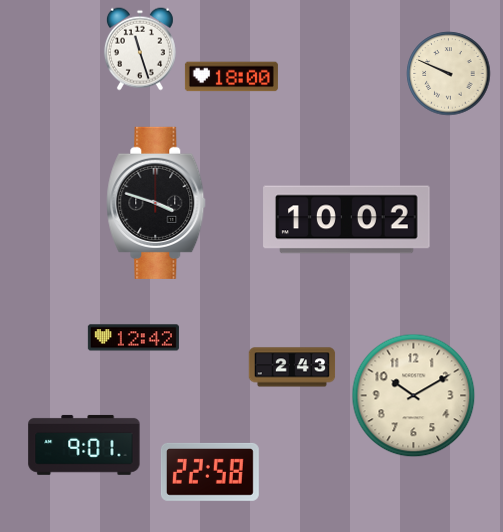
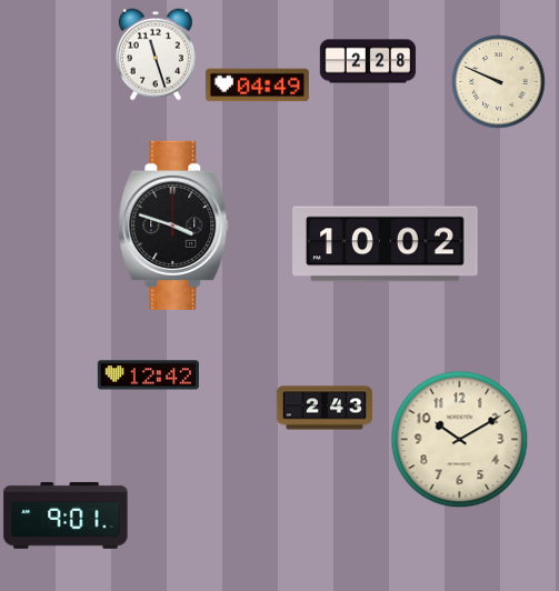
clock at (368, 61): none -> 2:28
clock at (231, 77): 18:00 -> 04:49
clock at (84, 445) position: (84, 445) -> (66, 515)
clock at (210, 472): 22:58 -> none
